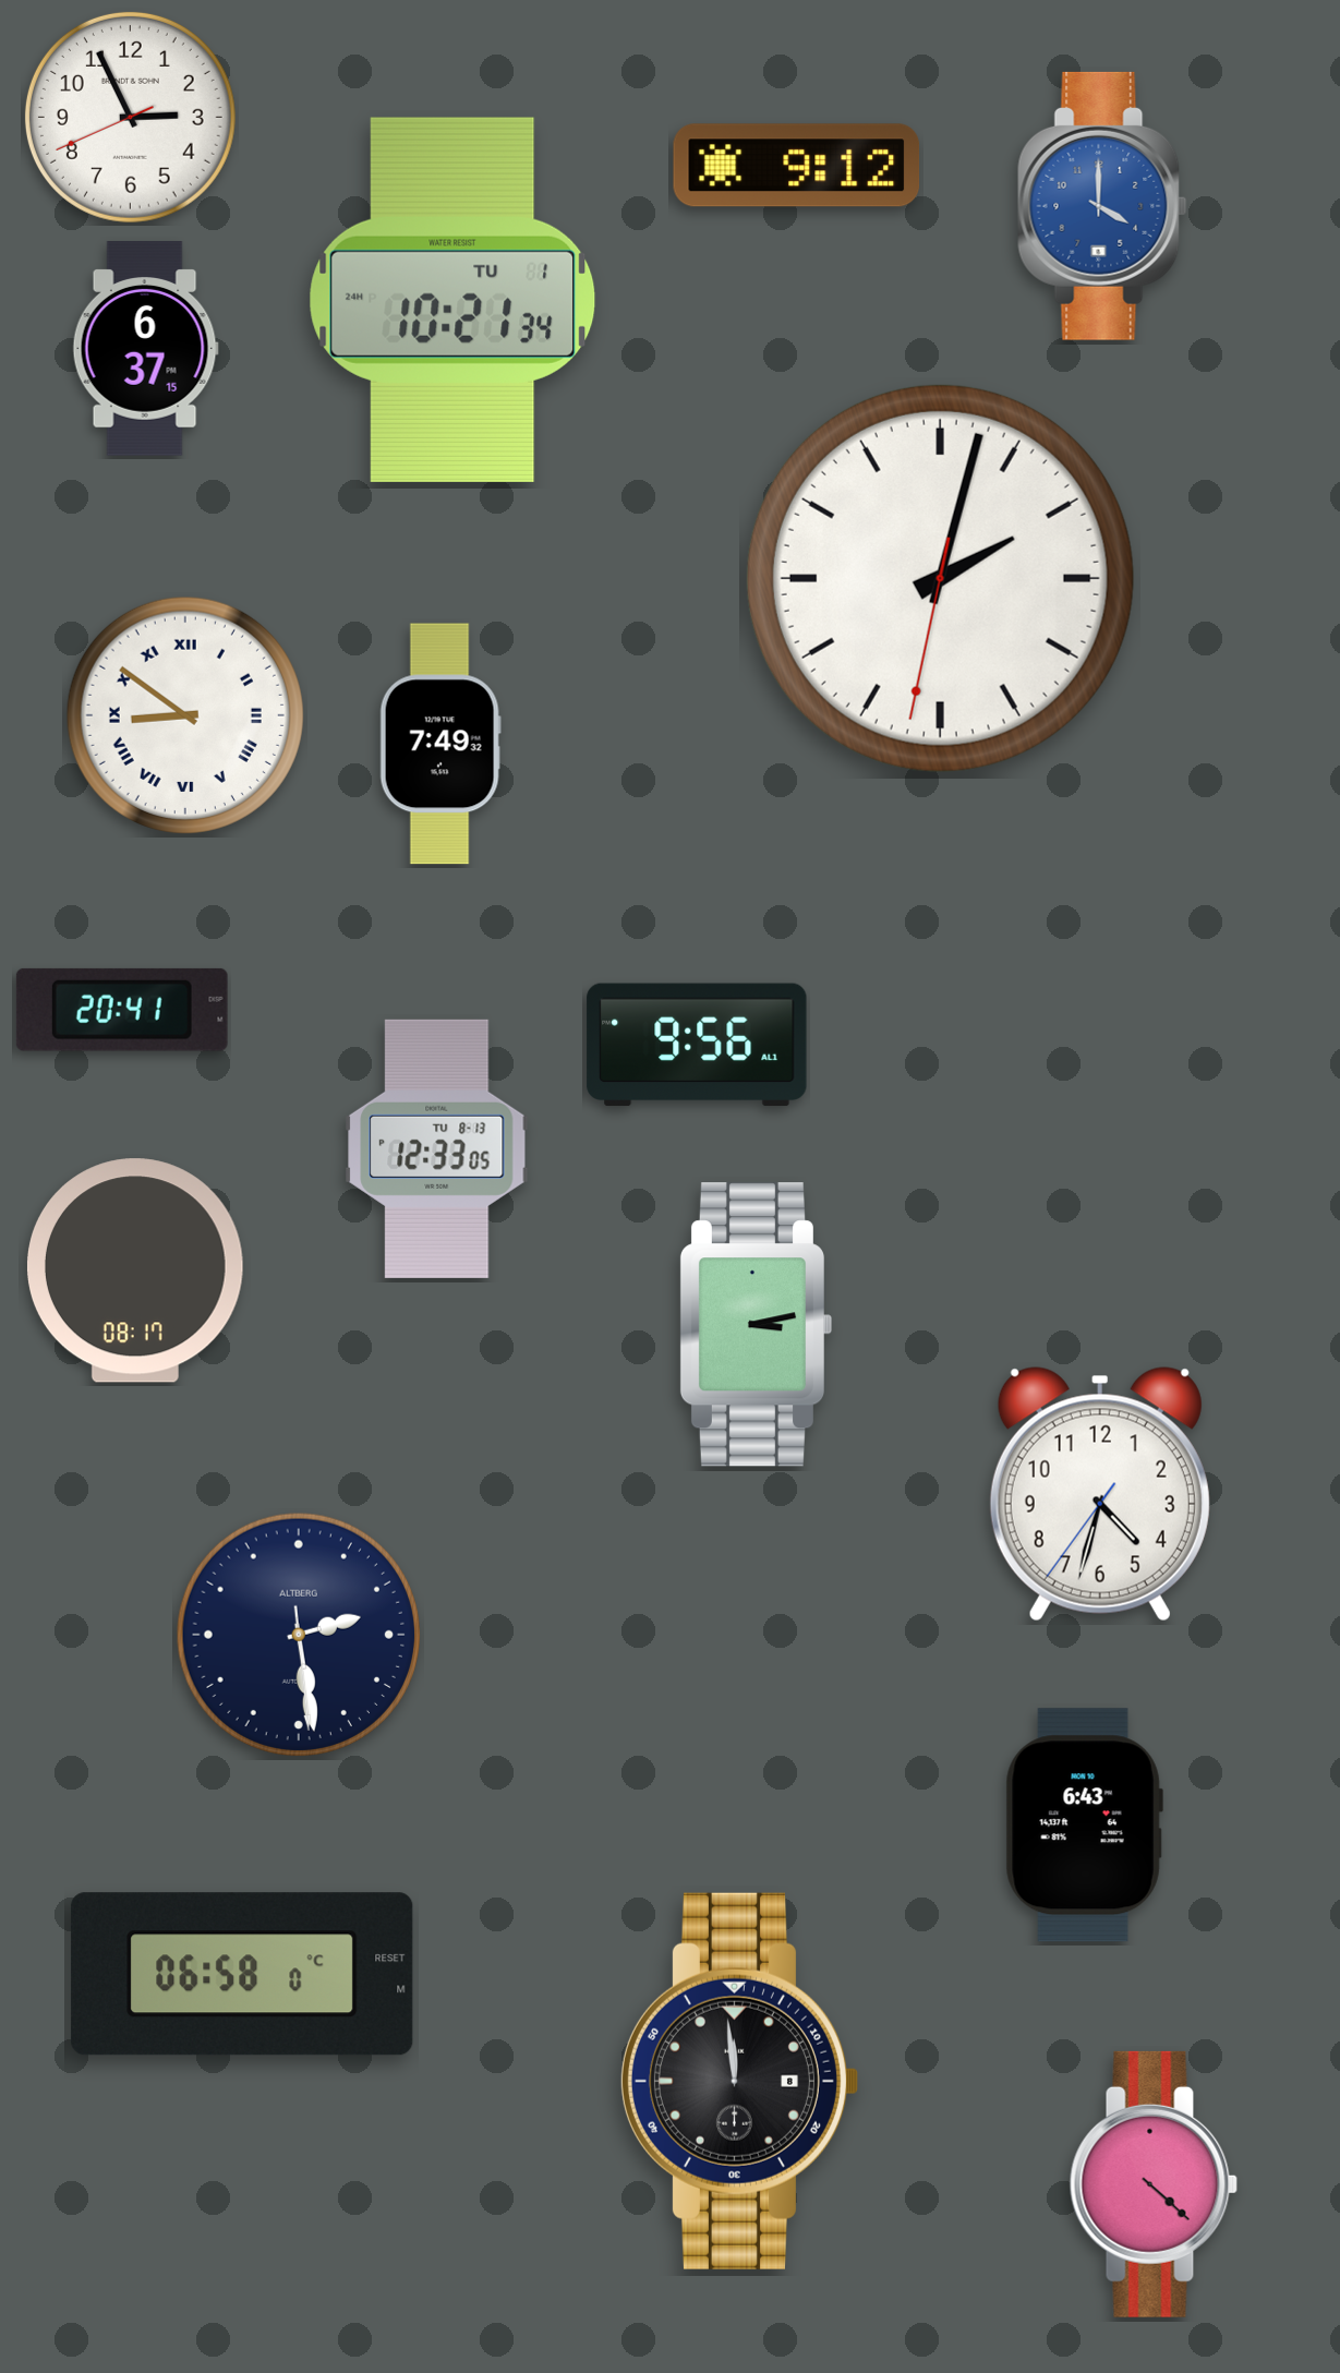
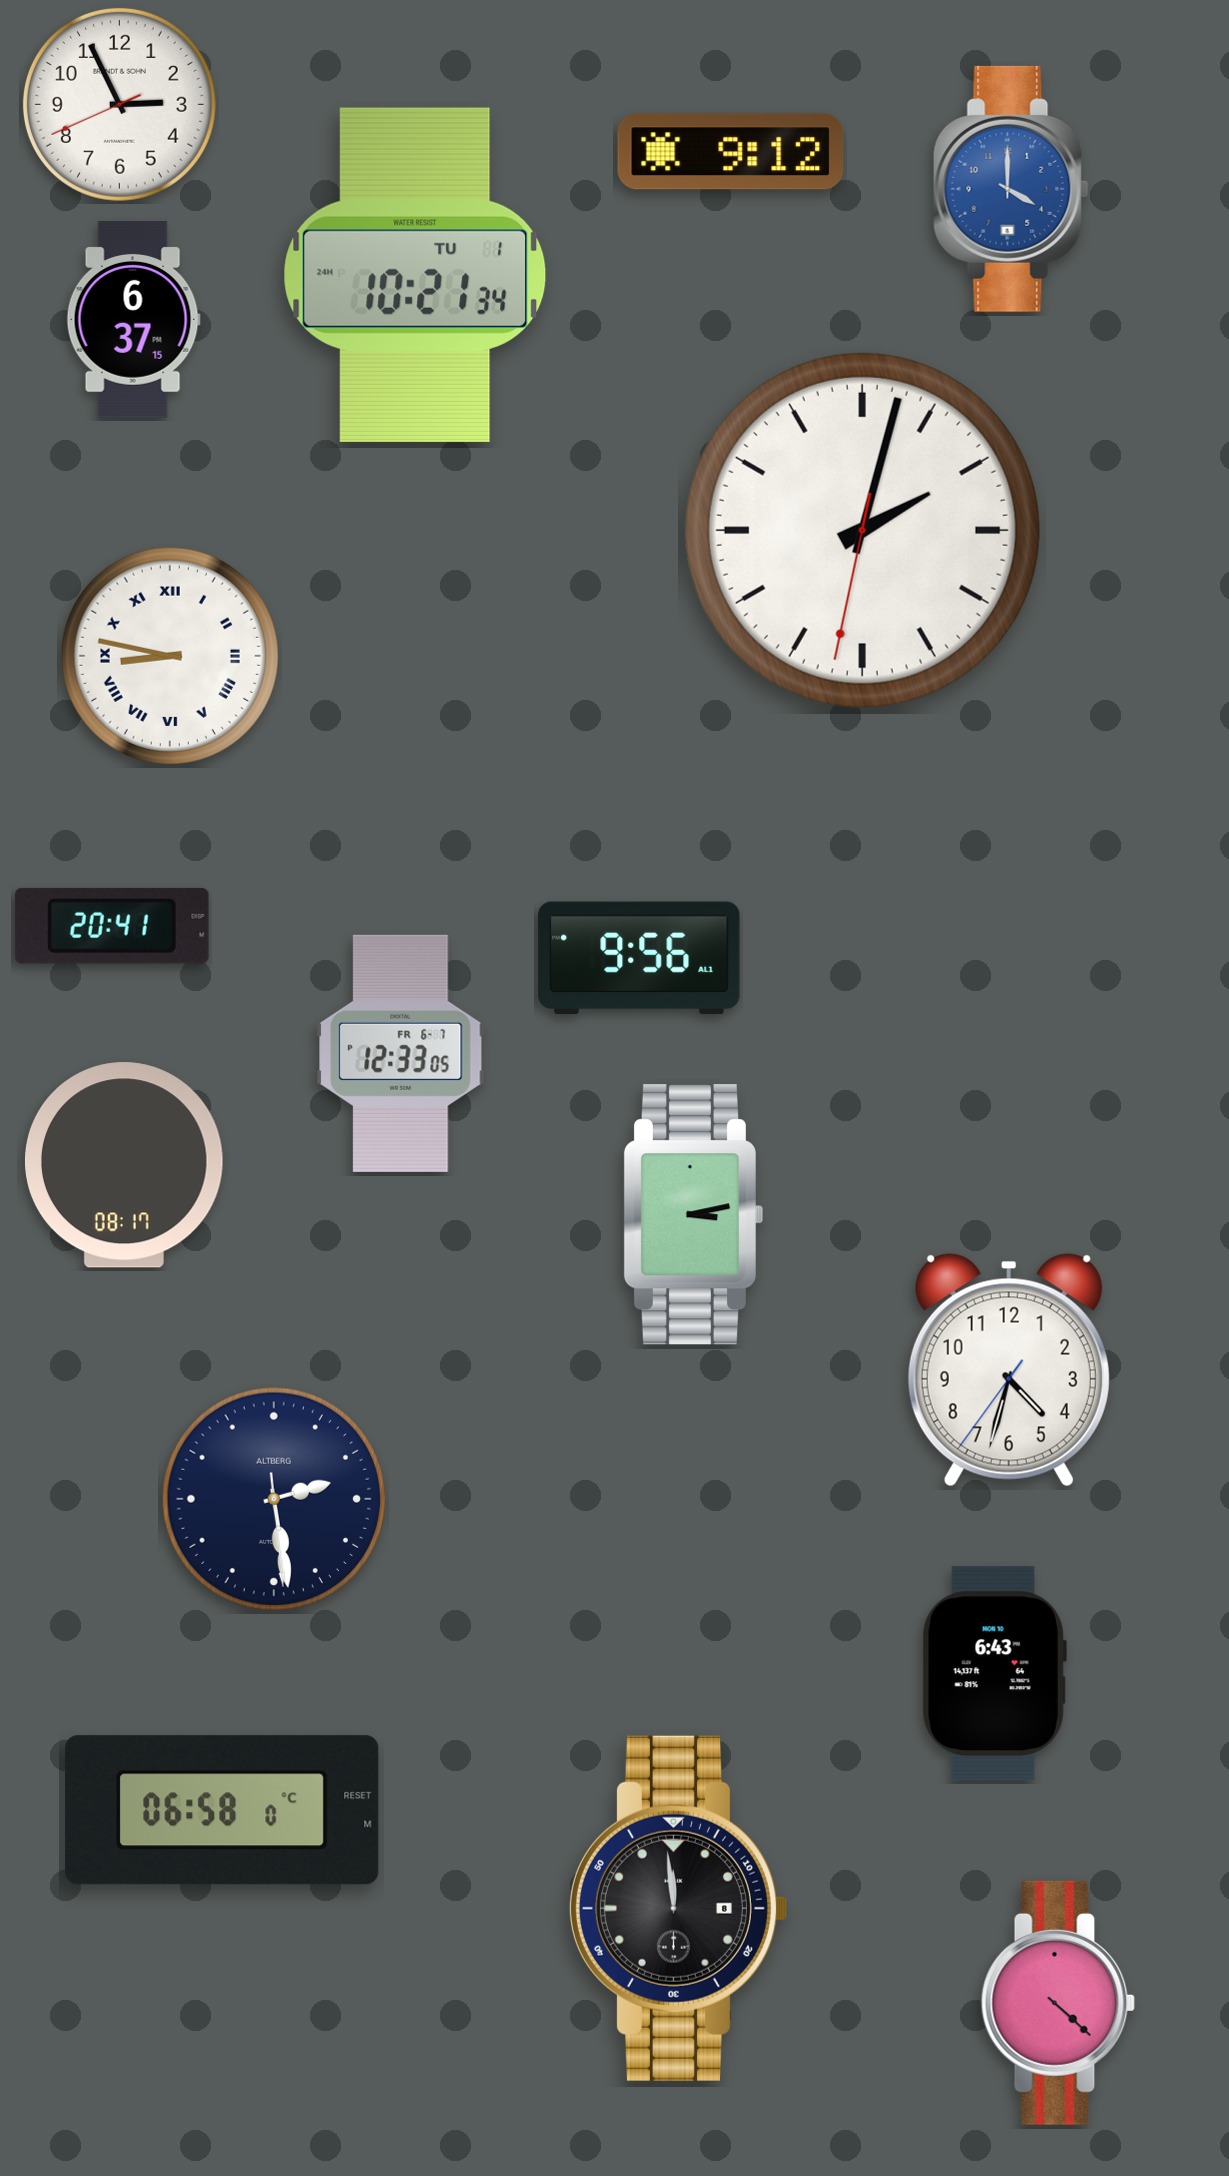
clock at (130, 117) position: (130, 117) -> (119, 104)
clock at (185, 715): 8:51 -> 8:47
clock at (440, 744): 7:49 -> none
clock at (437, 1148) date: TU 8-13 -> FR 6-7
